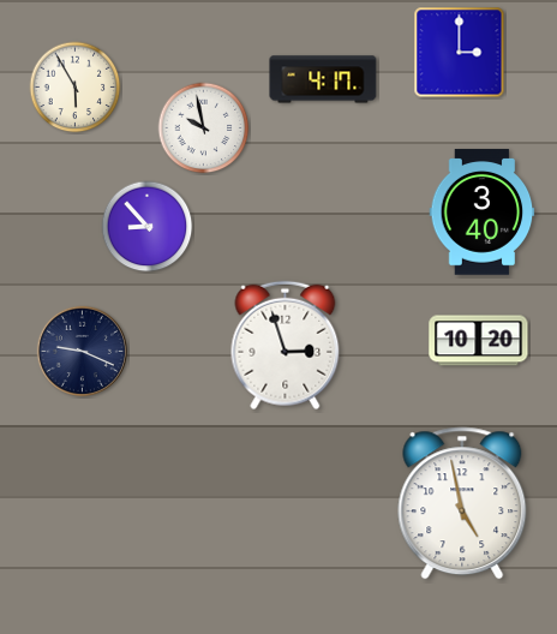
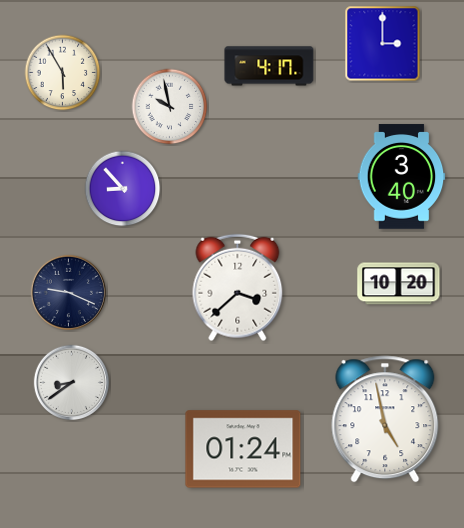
clock at (286, 346): 2:57 -> 3:38
clock at (71, 382): none -> 8:39
clock at (243, 449): none -> 01:24
